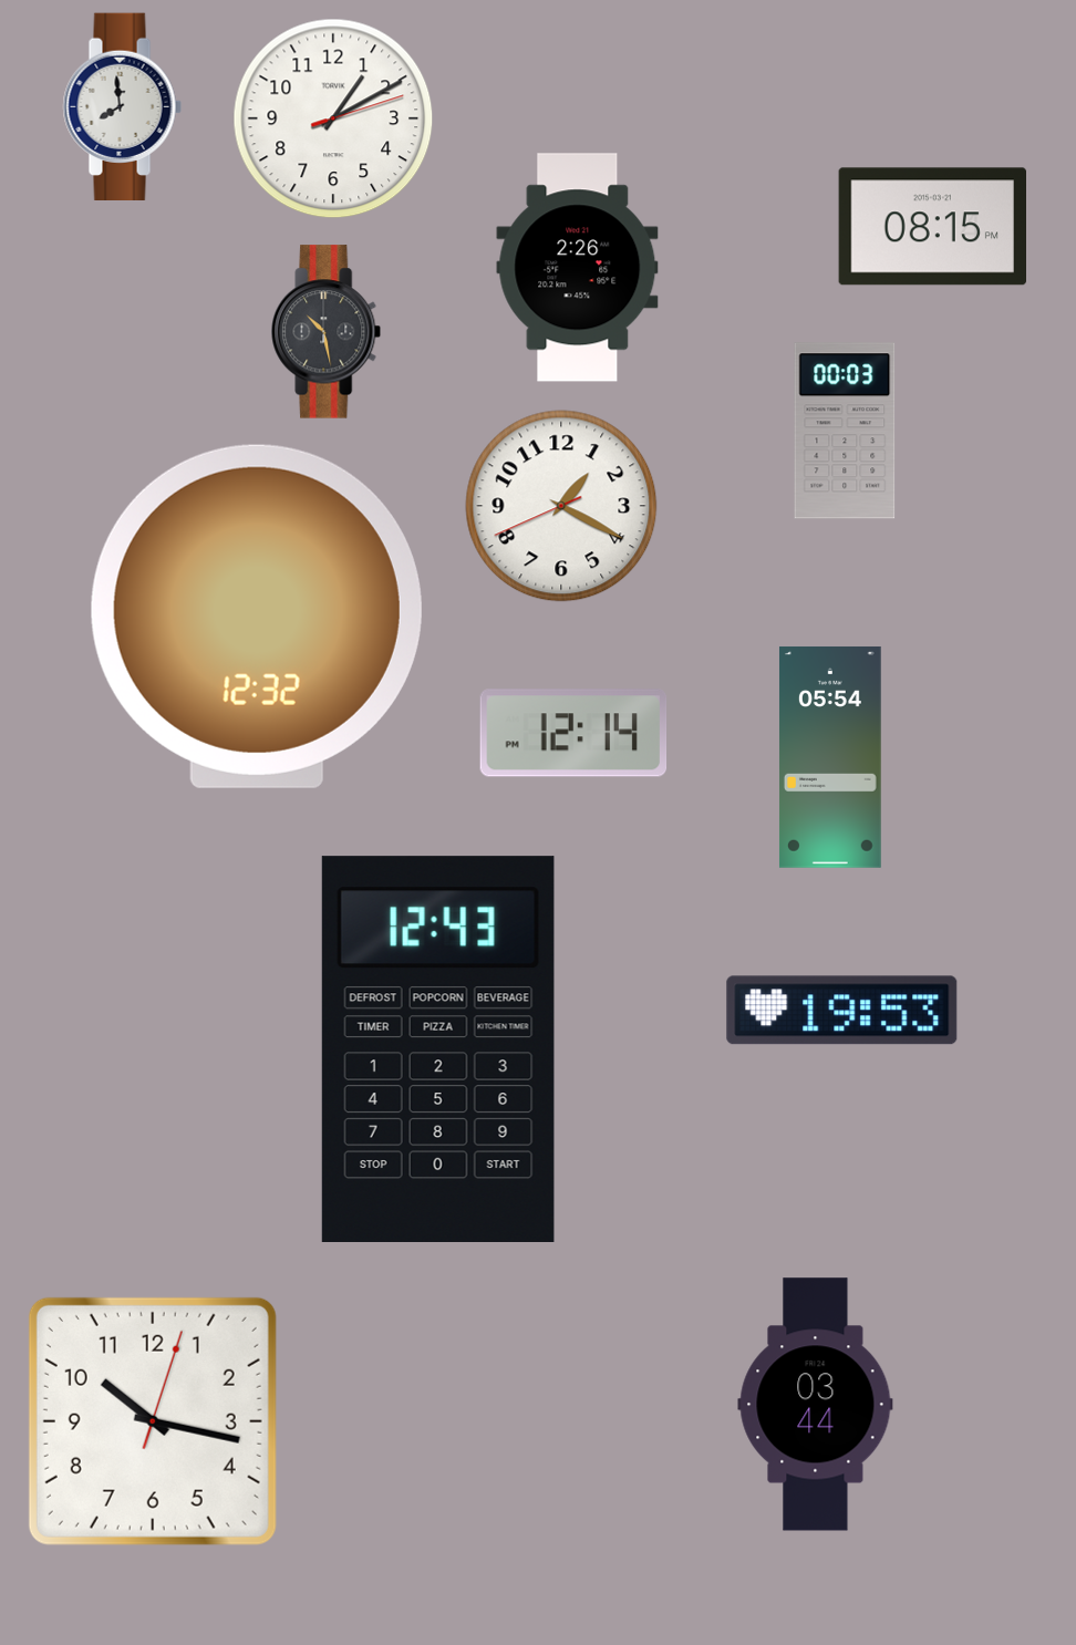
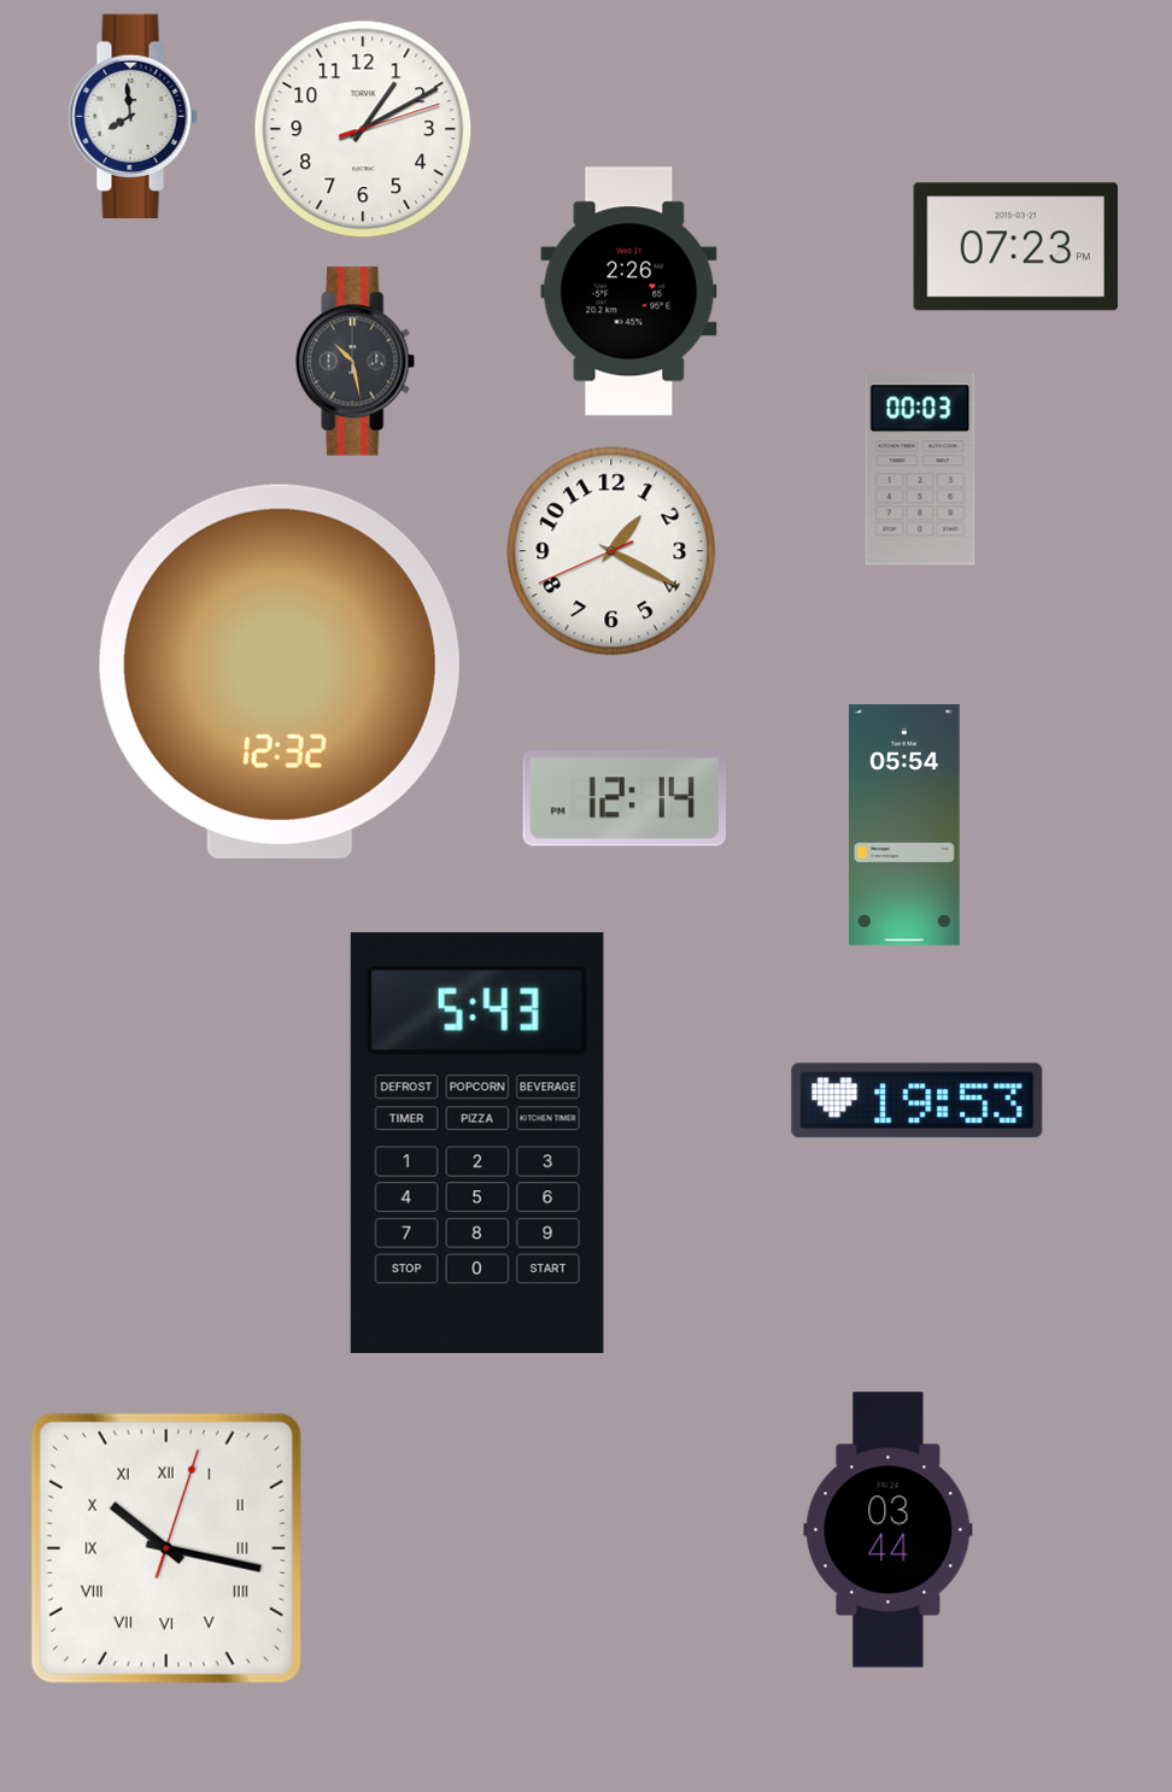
clock at (932, 227): 08:15 -> 07:23
clock at (438, 1048): 12:43 -> 5:43
clock at (153, 1421) numerals: Arabic -> Roman
